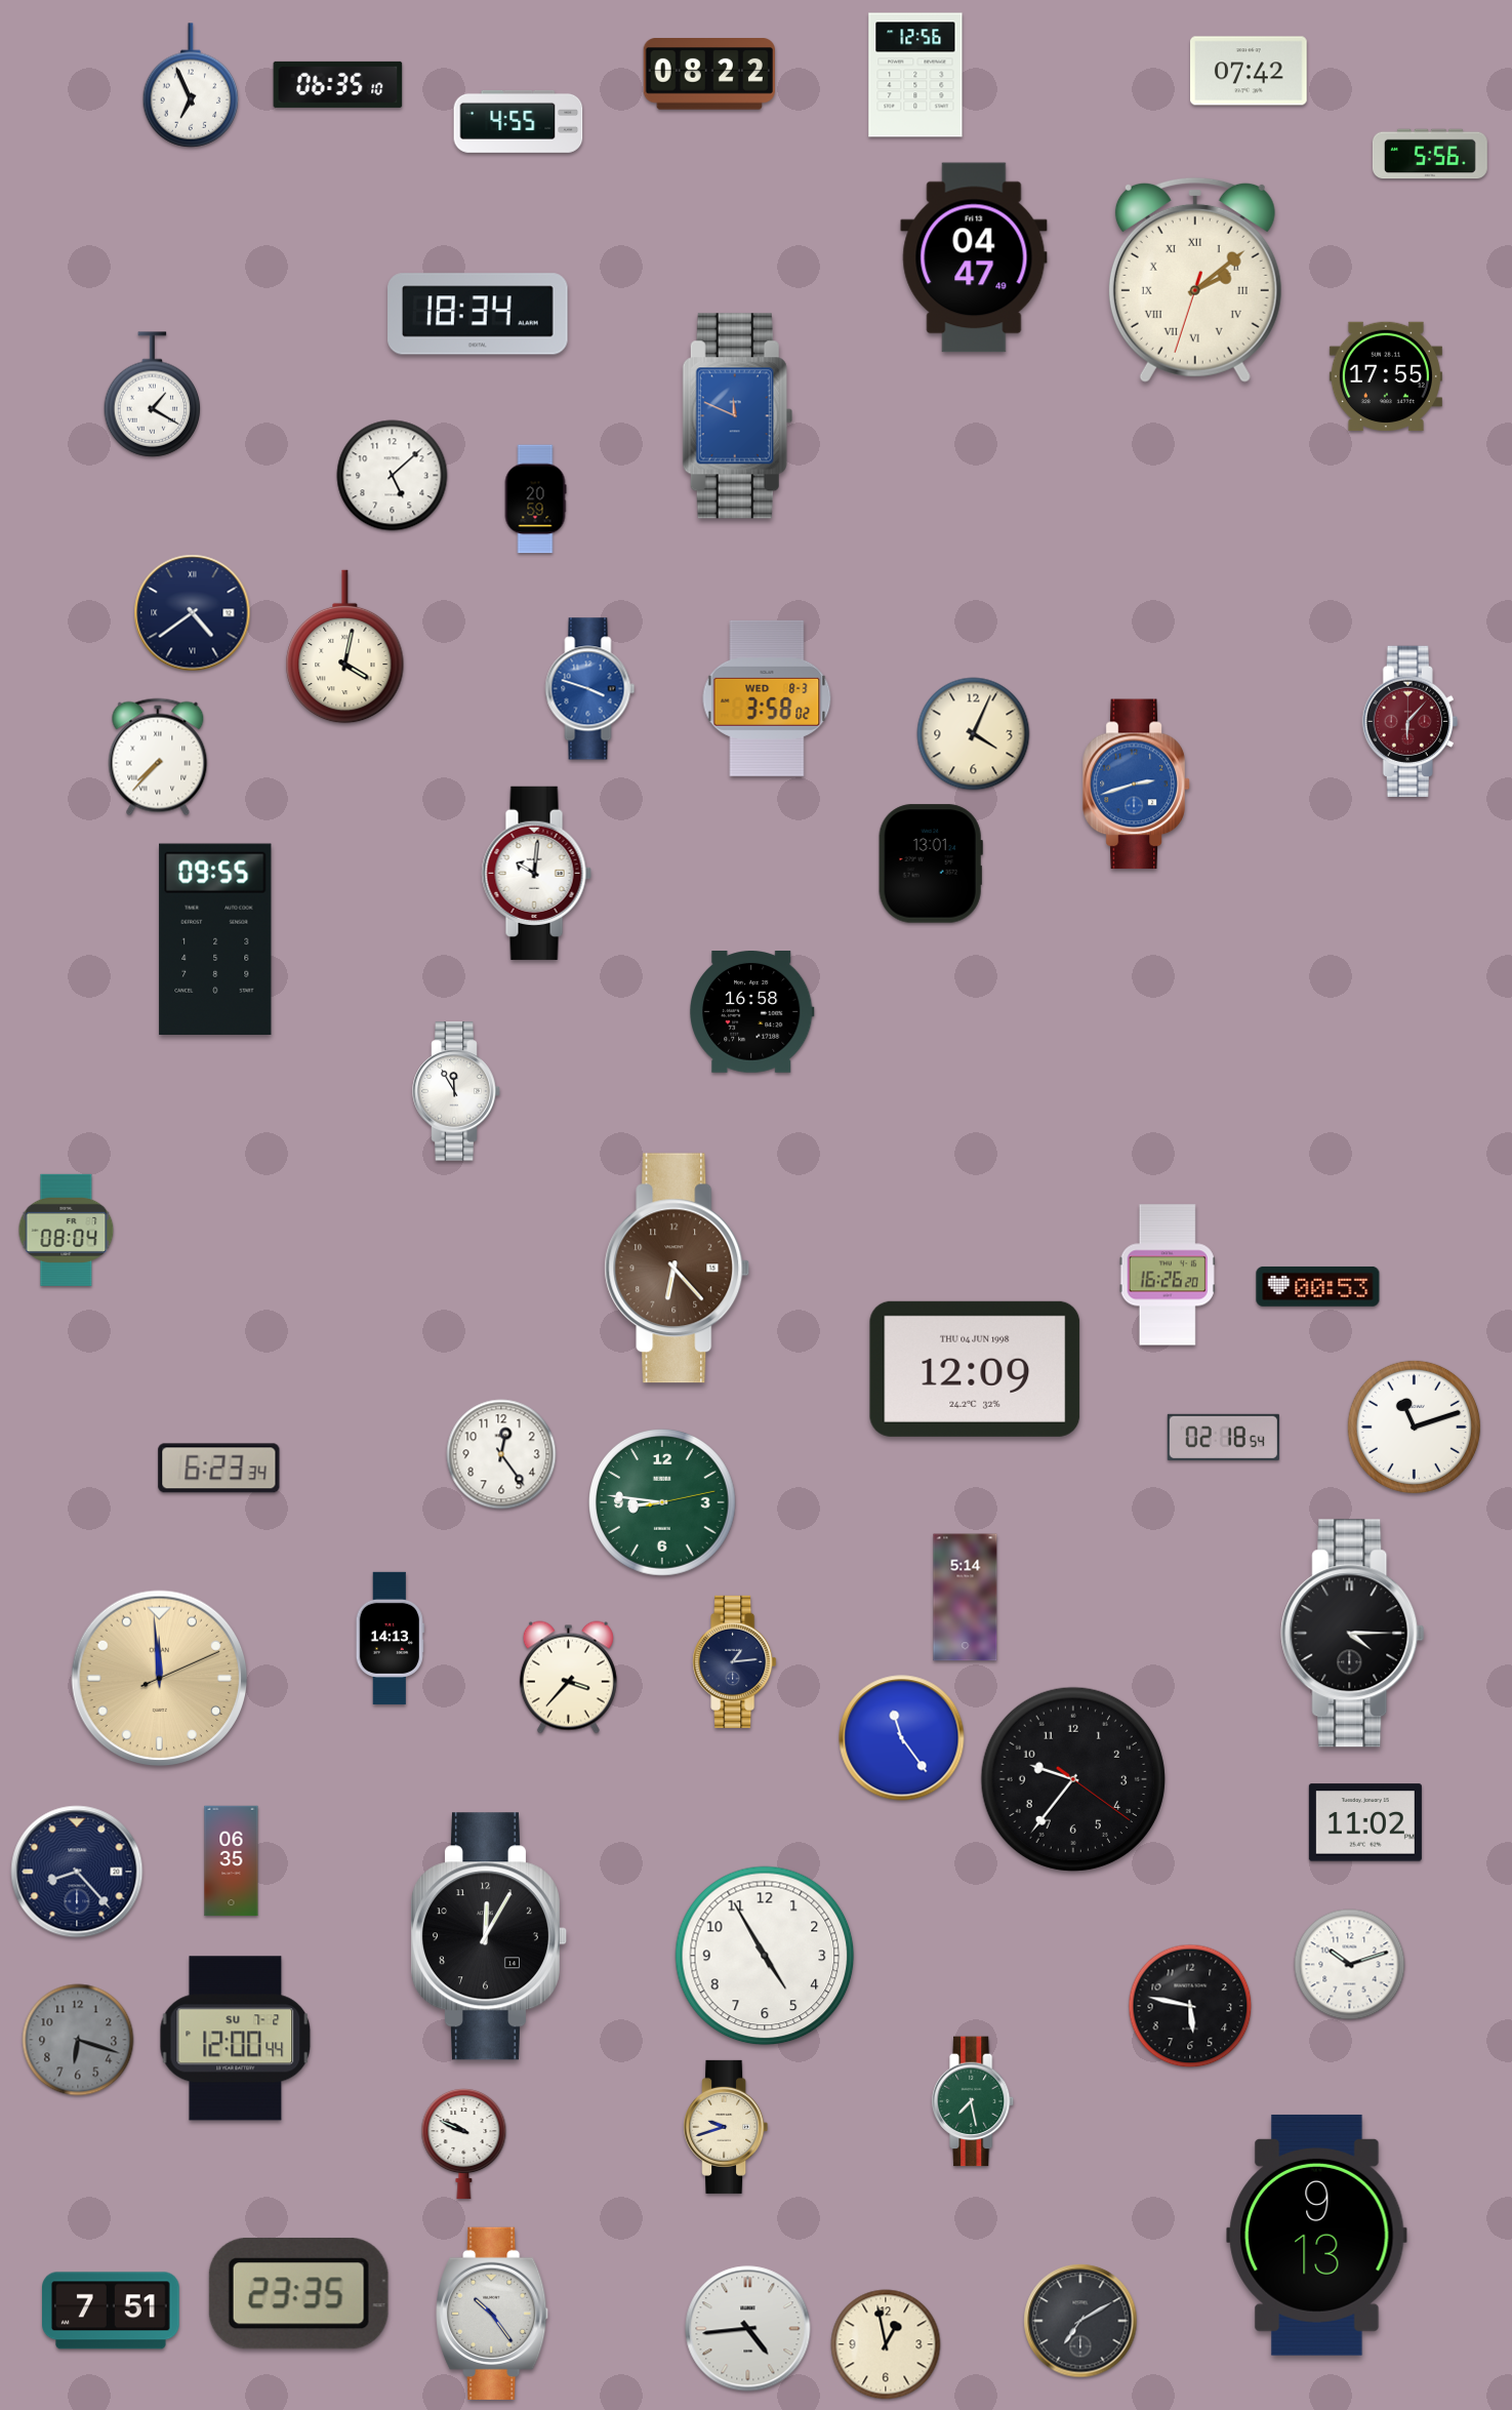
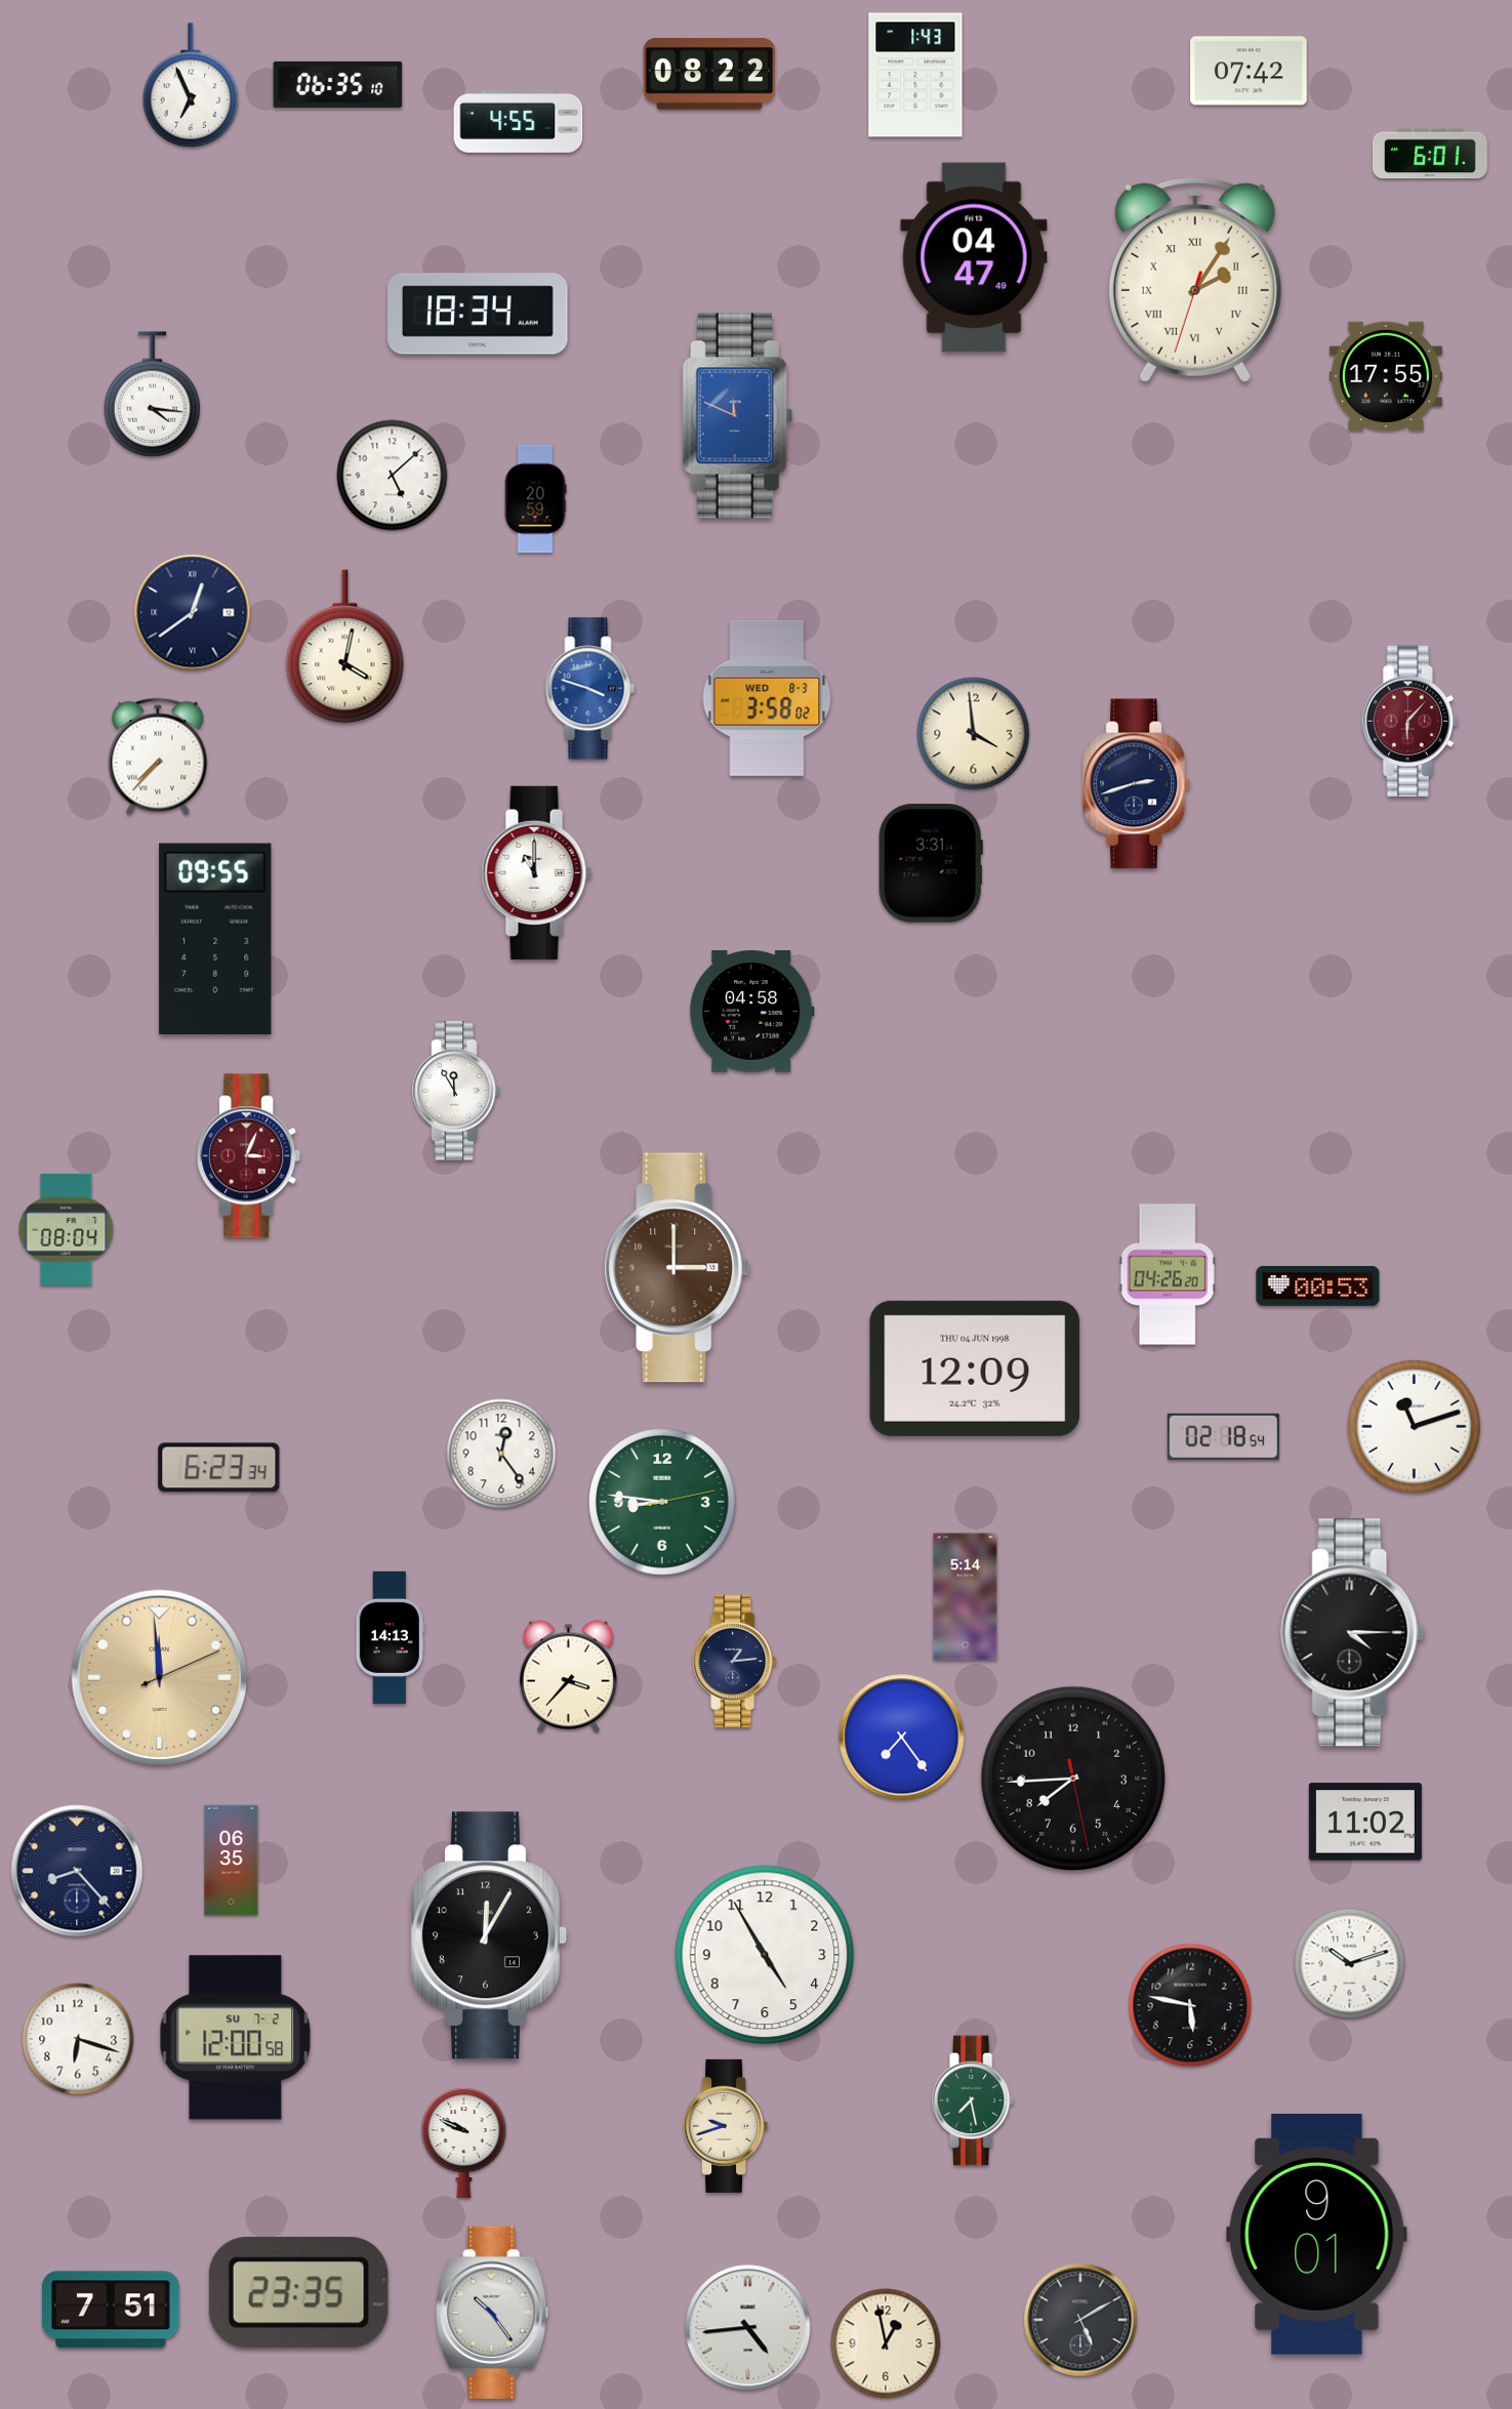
clock at (915, 75): 12:56 -> 1:43
clock at (1430, 154): 5:56 -> 6:01
clock at (1195, 280): 2:08 -> 2:05
clock at (153, 395): 1:20 -> 4:16
clock at (193, 613): 4:39 -> 12:39
clock at (974, 734): 4:04 -> 3:59
clock at (1137, 785) dial: blue -> navy
clock at (931, 863): 13:01 -> 3:31
clock at (536, 873): 10:01 -> 11:00
clock at (752, 1012): 16:58 -> 04:58
clock at (249, 1156): none -> 3:04
clock at (678, 1269): 6:23 -> 3:00
clock at (1168, 1275): 16:26 -> 04:26
clock at (902, 1738): 11:24 -> 7:24
clock at (1073, 1779): 9:36 -> 7:44
clock at (236, 2039): 12:00:44 -> 12:00:58
clock at (78, 2040) dial: grey -> white
clock at (1317, 2235): 9:13 -> 9:01
clock at (1080, 2321): 7:10 -> 5:10
